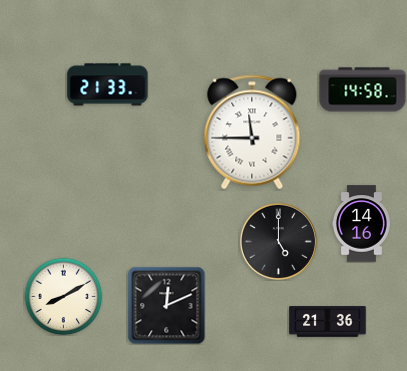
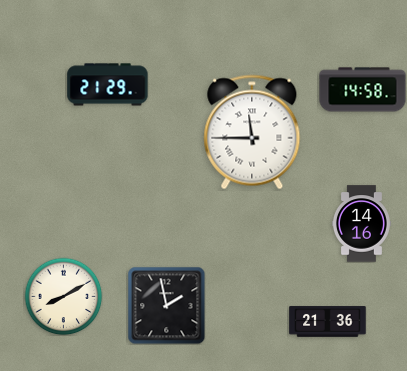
clock at (108, 85): 21:33 -> 21:29
clock at (278, 241): 5:00 -> none
clock at (166, 305): 12:11 -> 1:58
